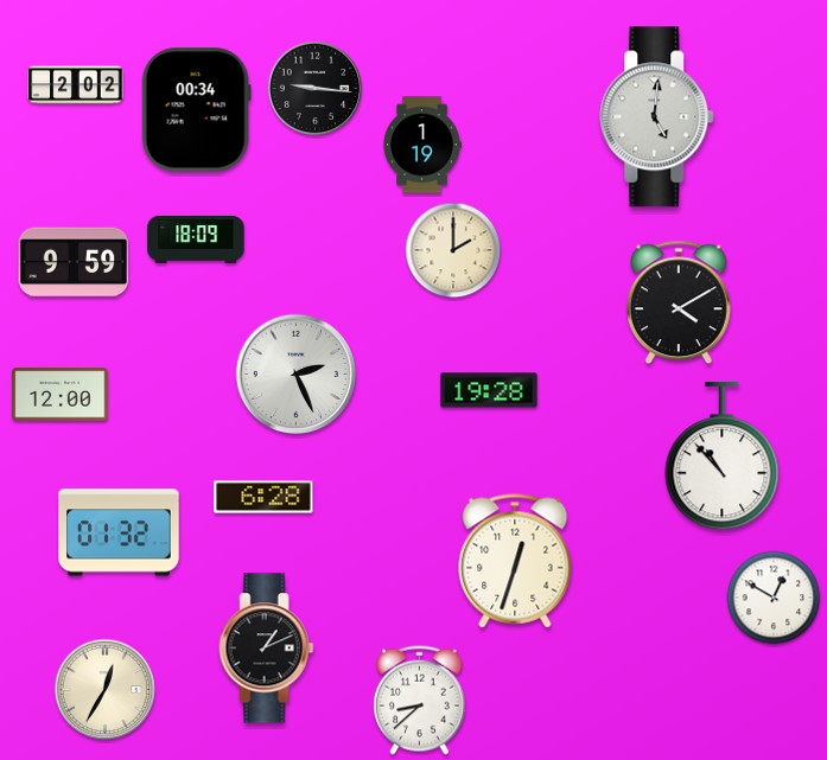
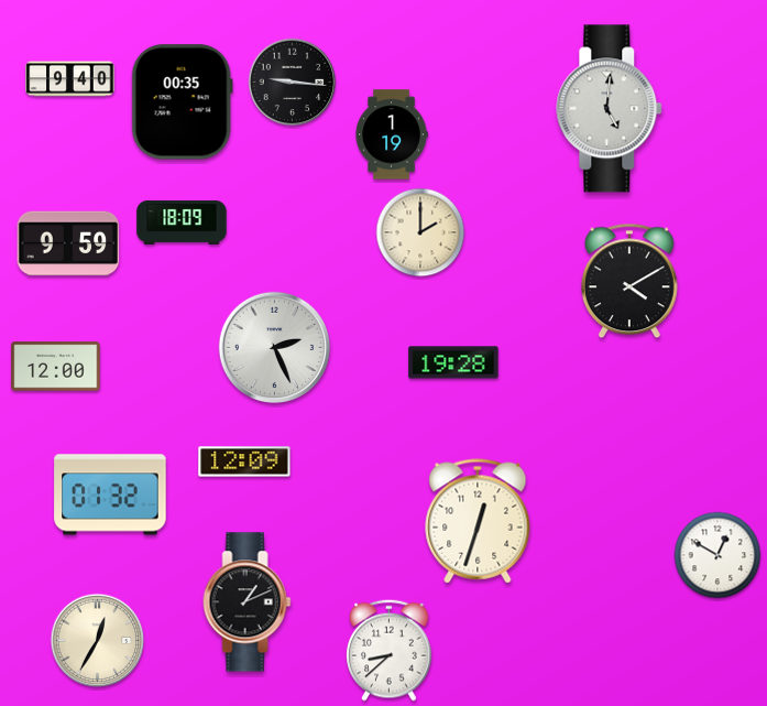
clock at (76, 85): 2:02 -> 9:40
clock at (196, 110): 00:34 -> 00:35
clock at (723, 456): 10:53 -> none
clock at (263, 497): 6:28 -> 12:09
